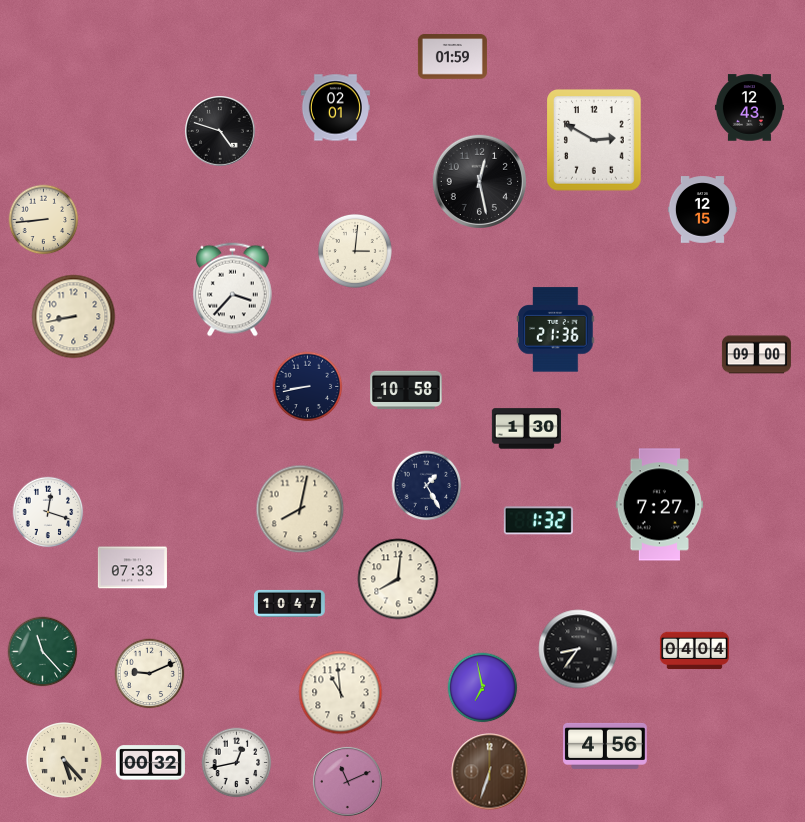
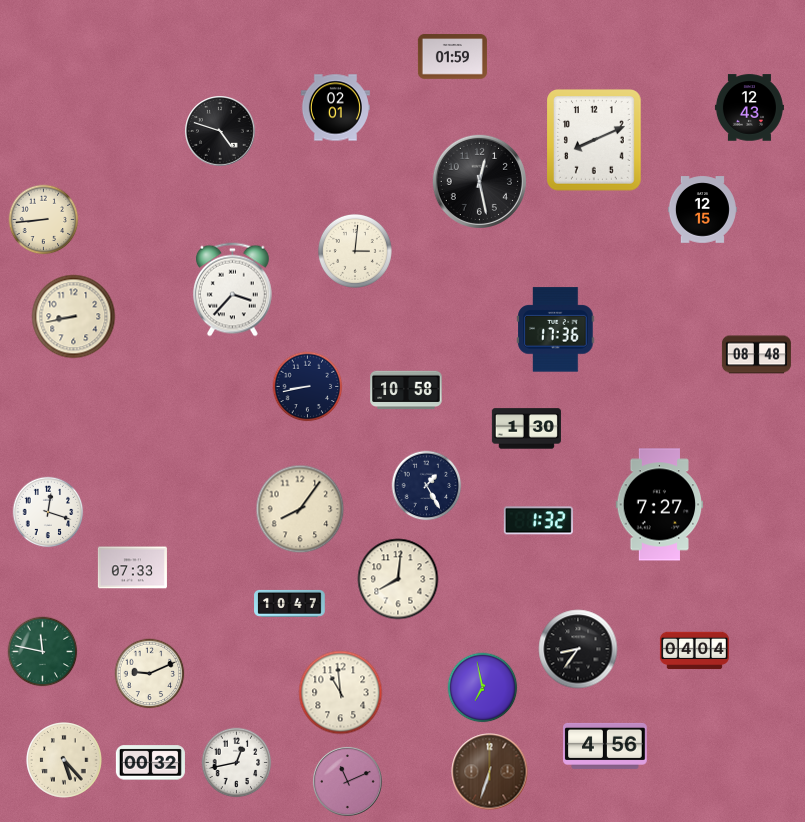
clock at (595, 141): 2:50 -> 8:11
clock at (556, 330): 21:36 -> 17:36
clock at (756, 355): 09:00 -> 08:48
clock at (300, 509): 8:02 -> 8:06
clock at (43, 652): 11:23 -> 11:47
